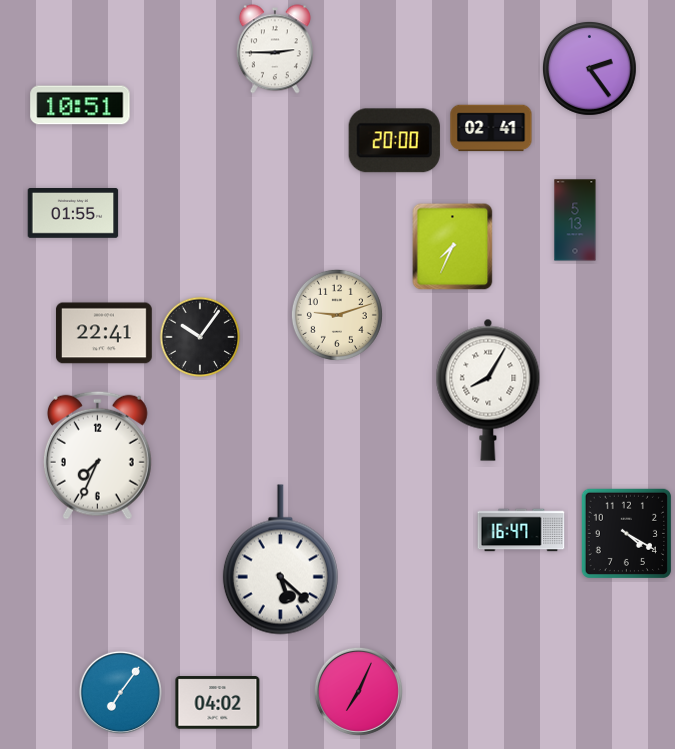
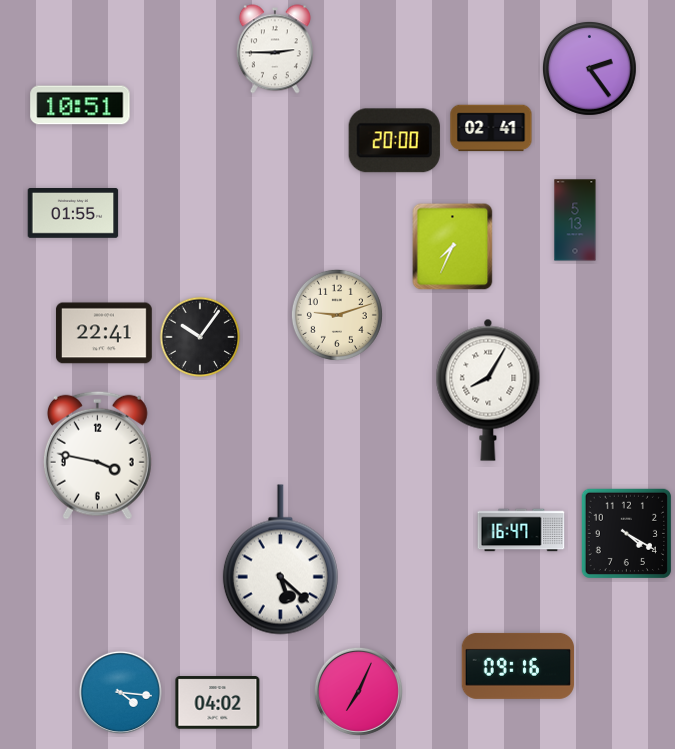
clock at (97, 455): 7:34 -> 3:47
clock at (517, 666): none -> 09:16
clock at (120, 692): 7:06 -> 4:16
